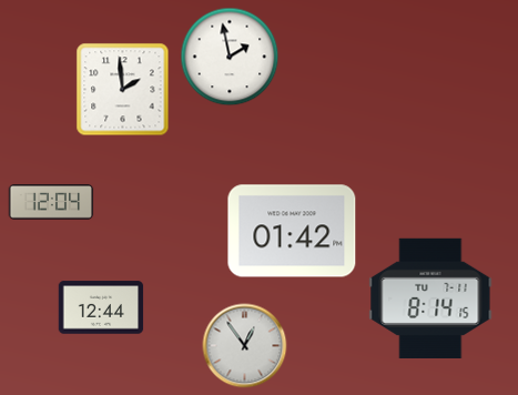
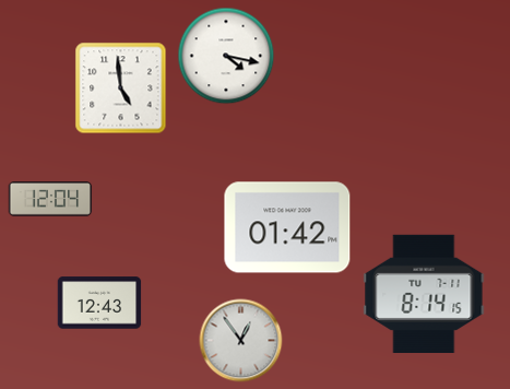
clock at (230, 57): 1:58 -> 4:17
clock at (123, 90): 1:59 -> 4:59
clock at (101, 307): 12:44 -> 12:43
